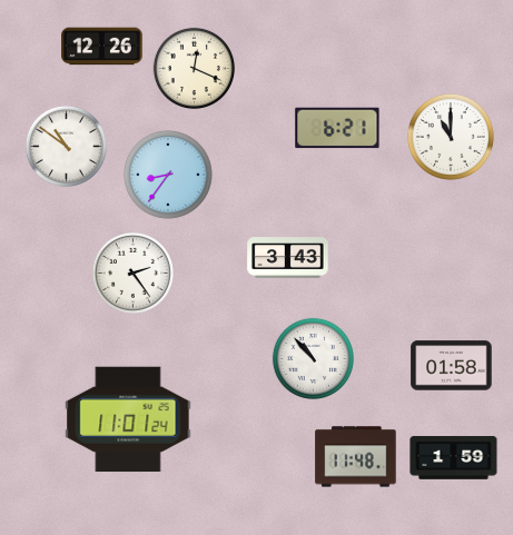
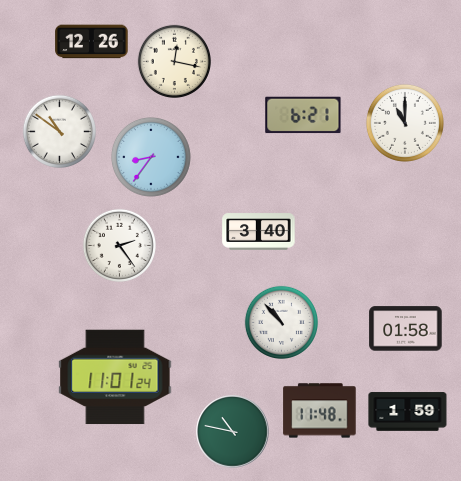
clock at (194, 68): 12:19 -> 12:17
clock at (288, 258): 3:43 -> 3:40
clock at (233, 432): none -> 10:47
